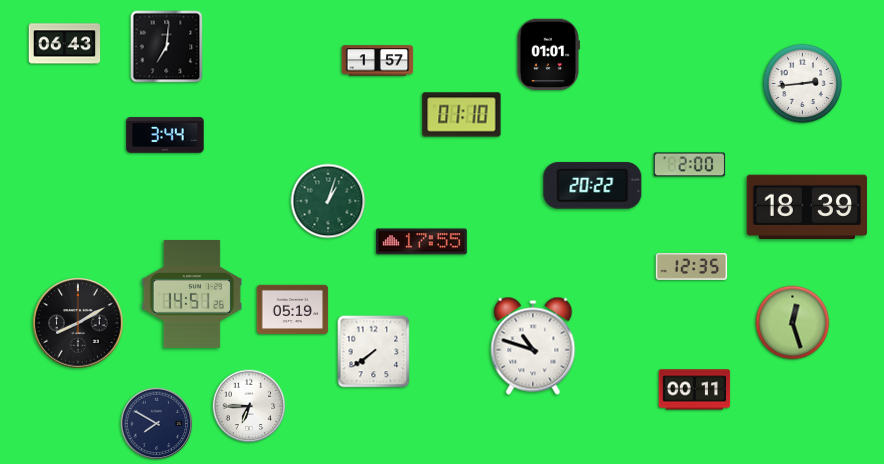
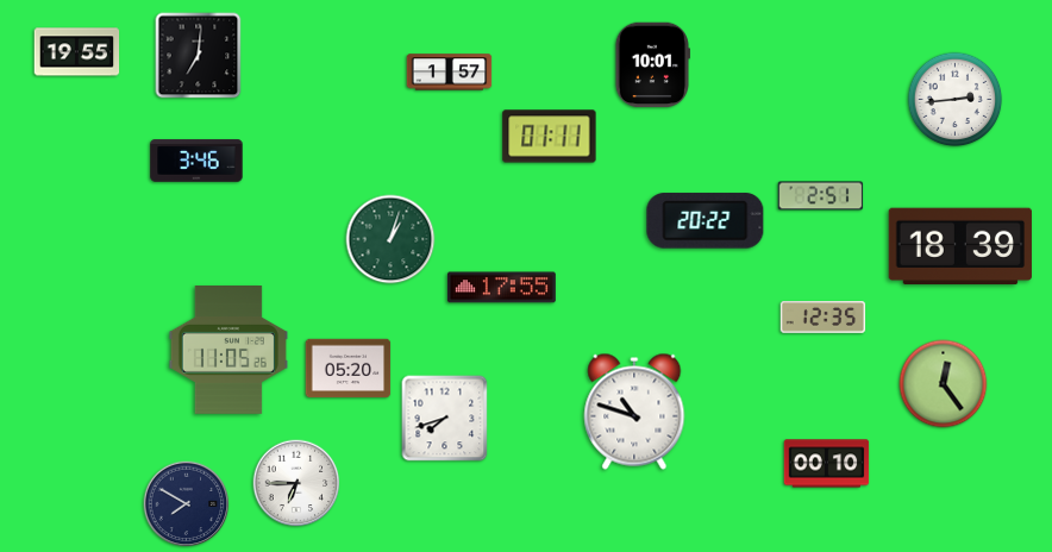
clock at (65, 44): 06:43 -> 19:55
clock at (548, 55): 01:01 -> 10:01
clock at (462, 115): 01:10 -> 01:11
clock at (165, 135): 3:44 -> 3:46
clock at (690, 165): 2:00 -> 2:51
clock at (192, 295): 14:51 -> 11:05
clock at (293, 310): 05:19 -> 05:20
clock at (78, 323): 8:10 -> none
clock at (793, 323): 12:27 -> 12:24
clock at (374, 352): 7:39 -> 7:42
clock at (695, 390): 00:11 -> 00:10
